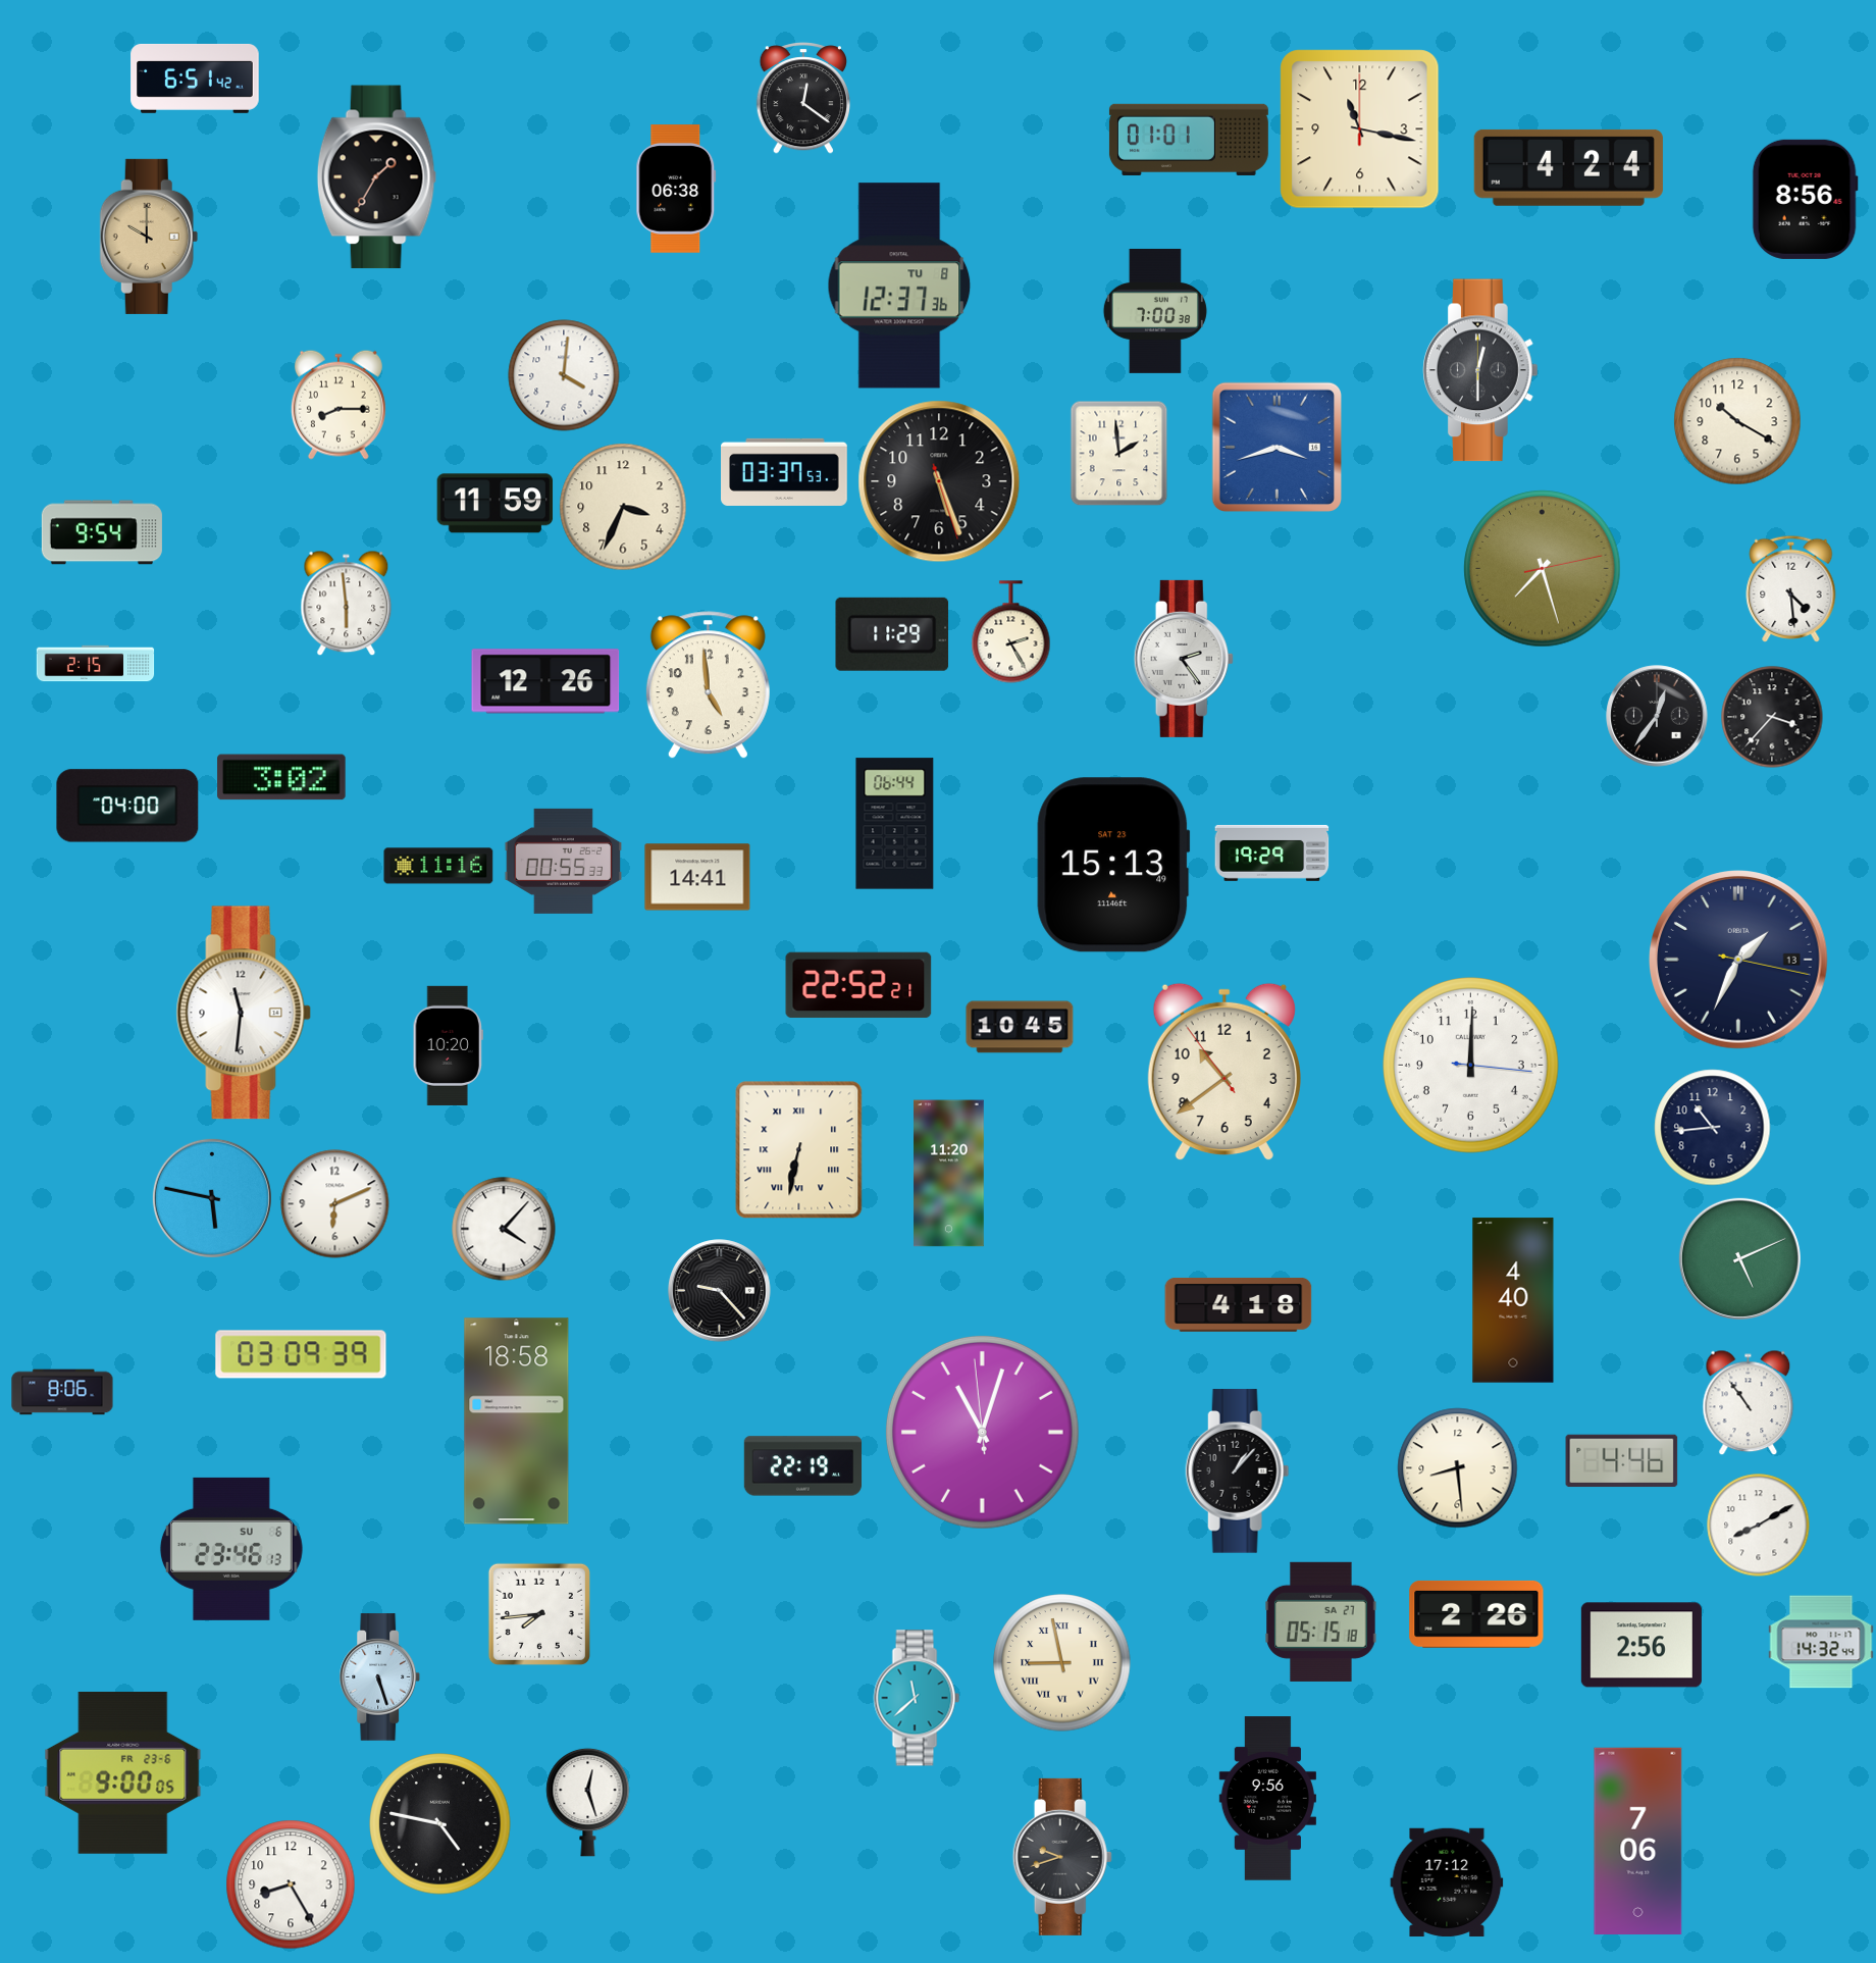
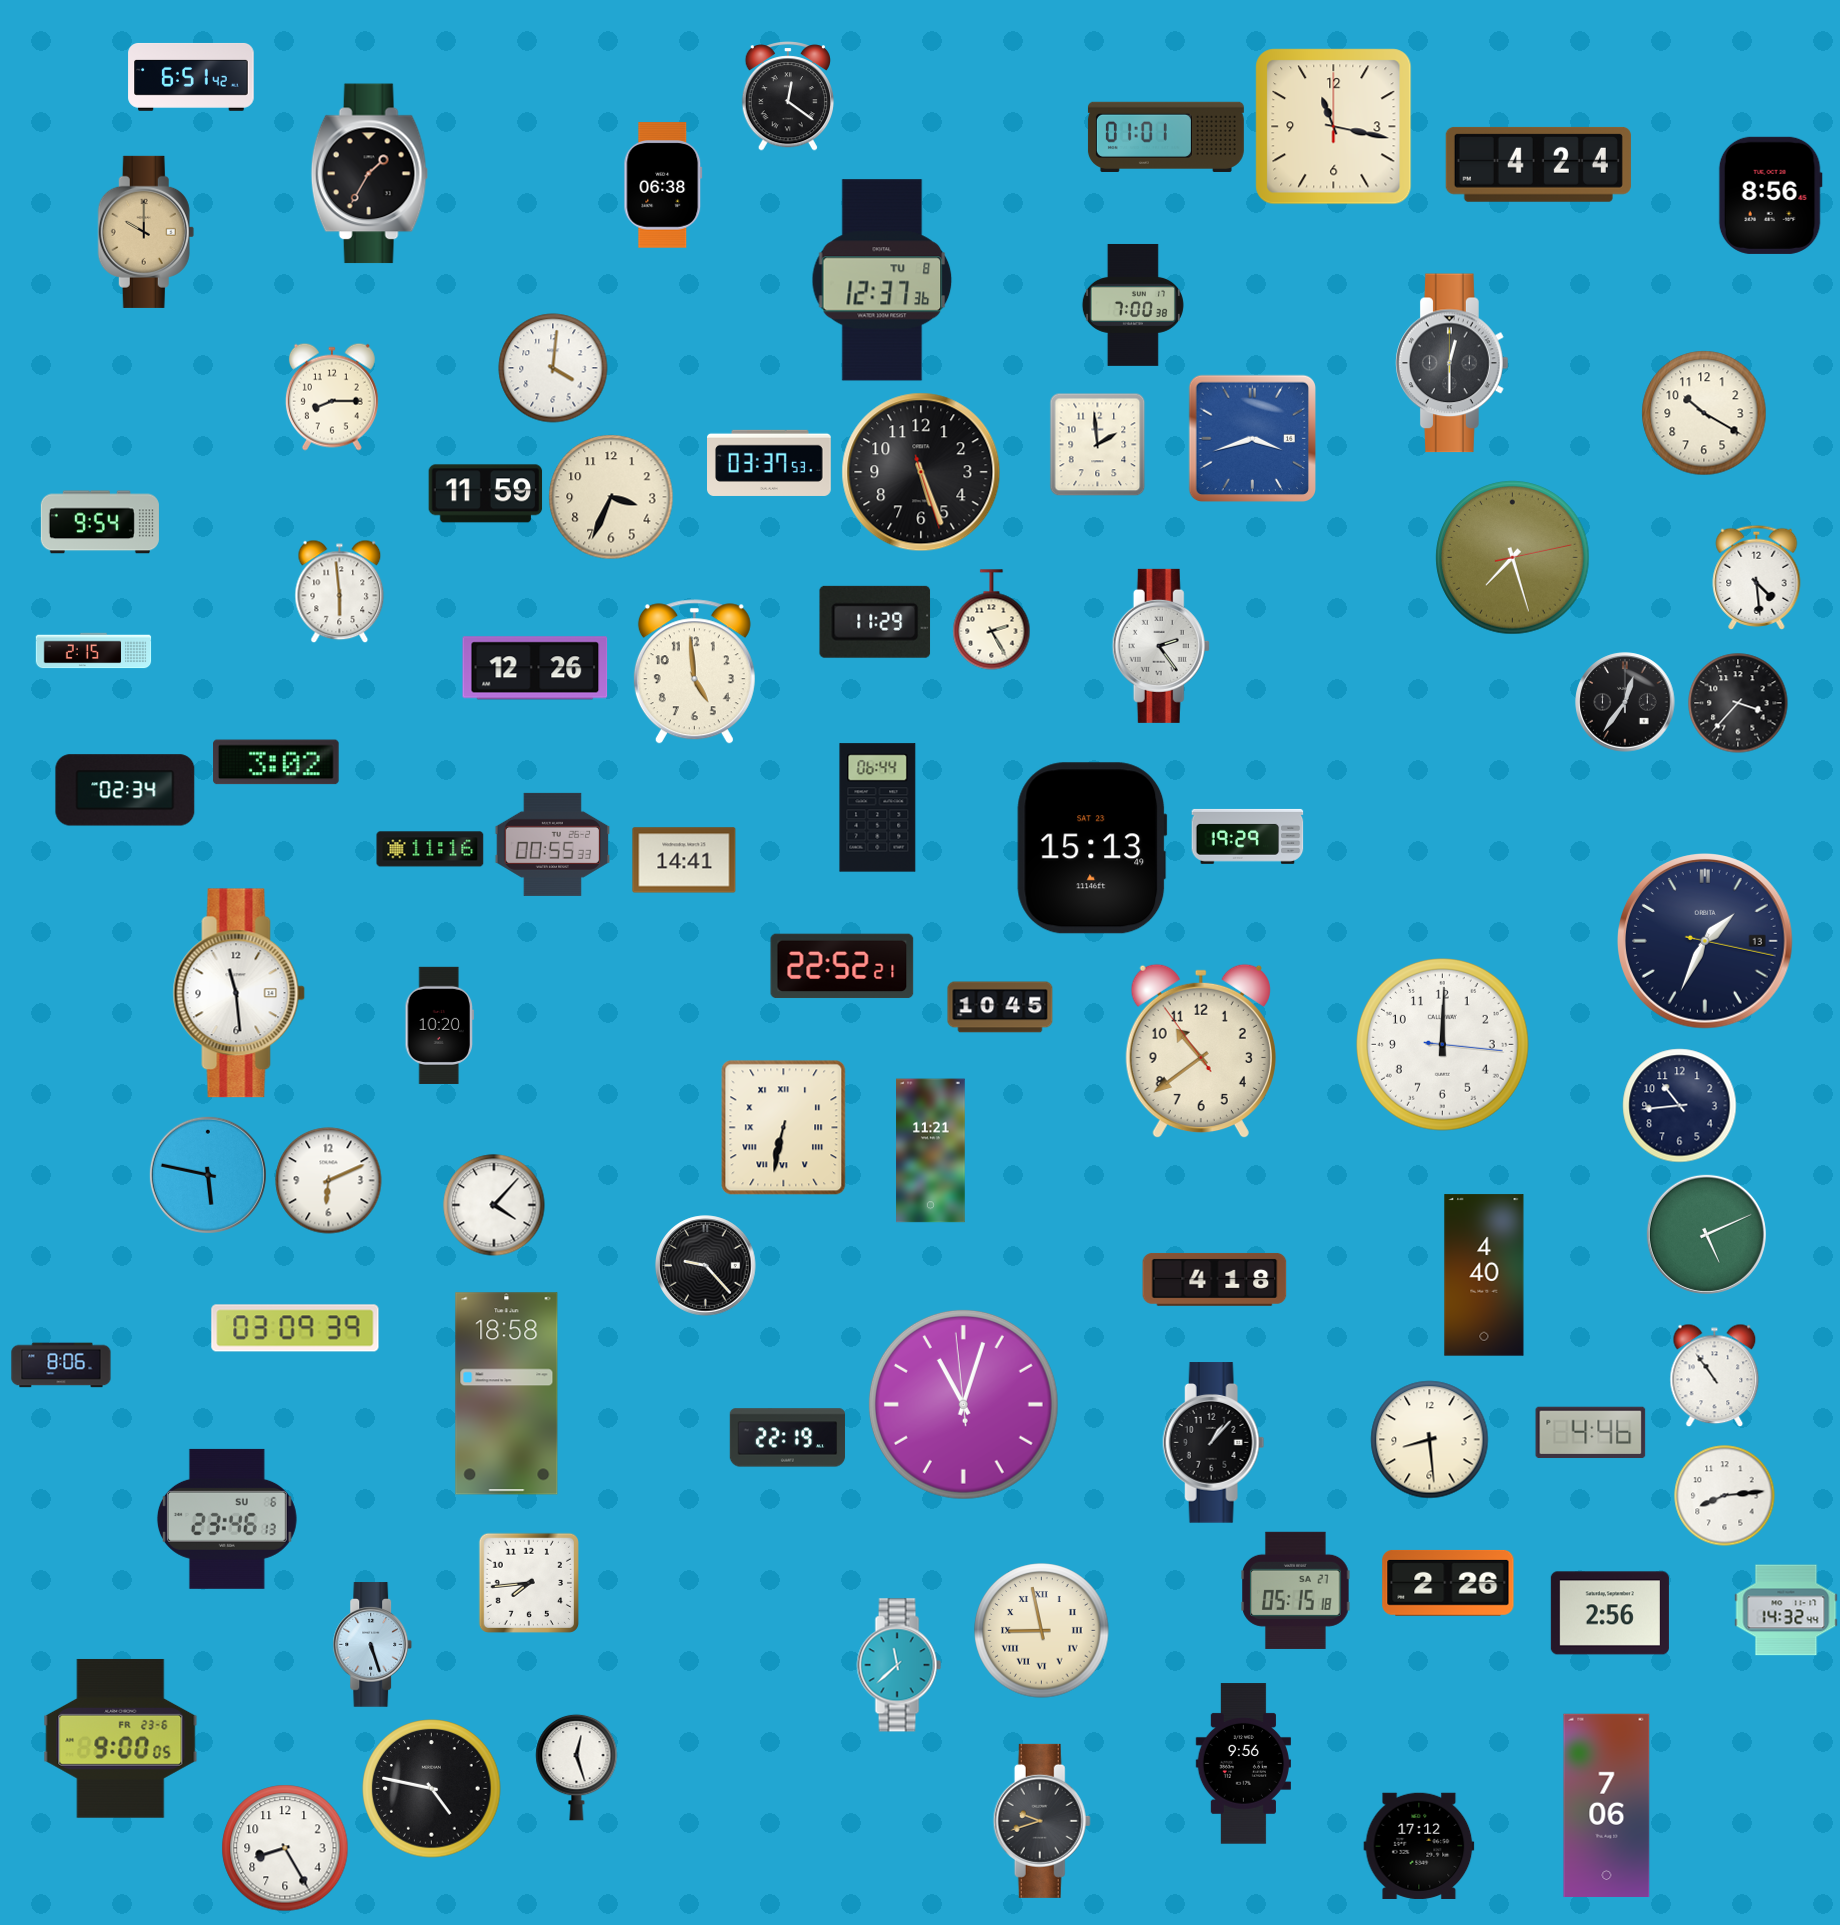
clock at (127, 806): 04:00 -> 02:34
clock at (244, 1013): 11:31 -> 11:29
clock at (949, 1174): 11:20 -> 11:21
clock at (1759, 1526): 8:10 -> 8:14
